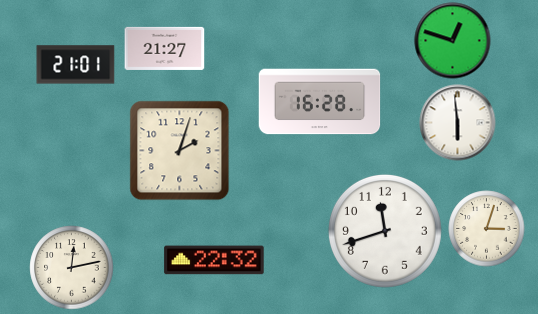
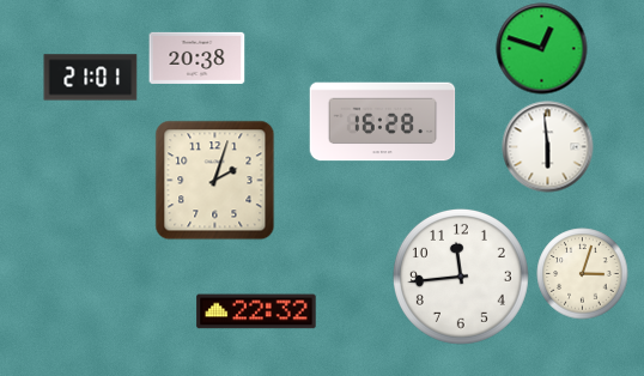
clock at (165, 48): 21:27 -> 20:38
clock at (385, 231): 11:42 -> 11:44
clock at (72, 268): 12:13 -> none
